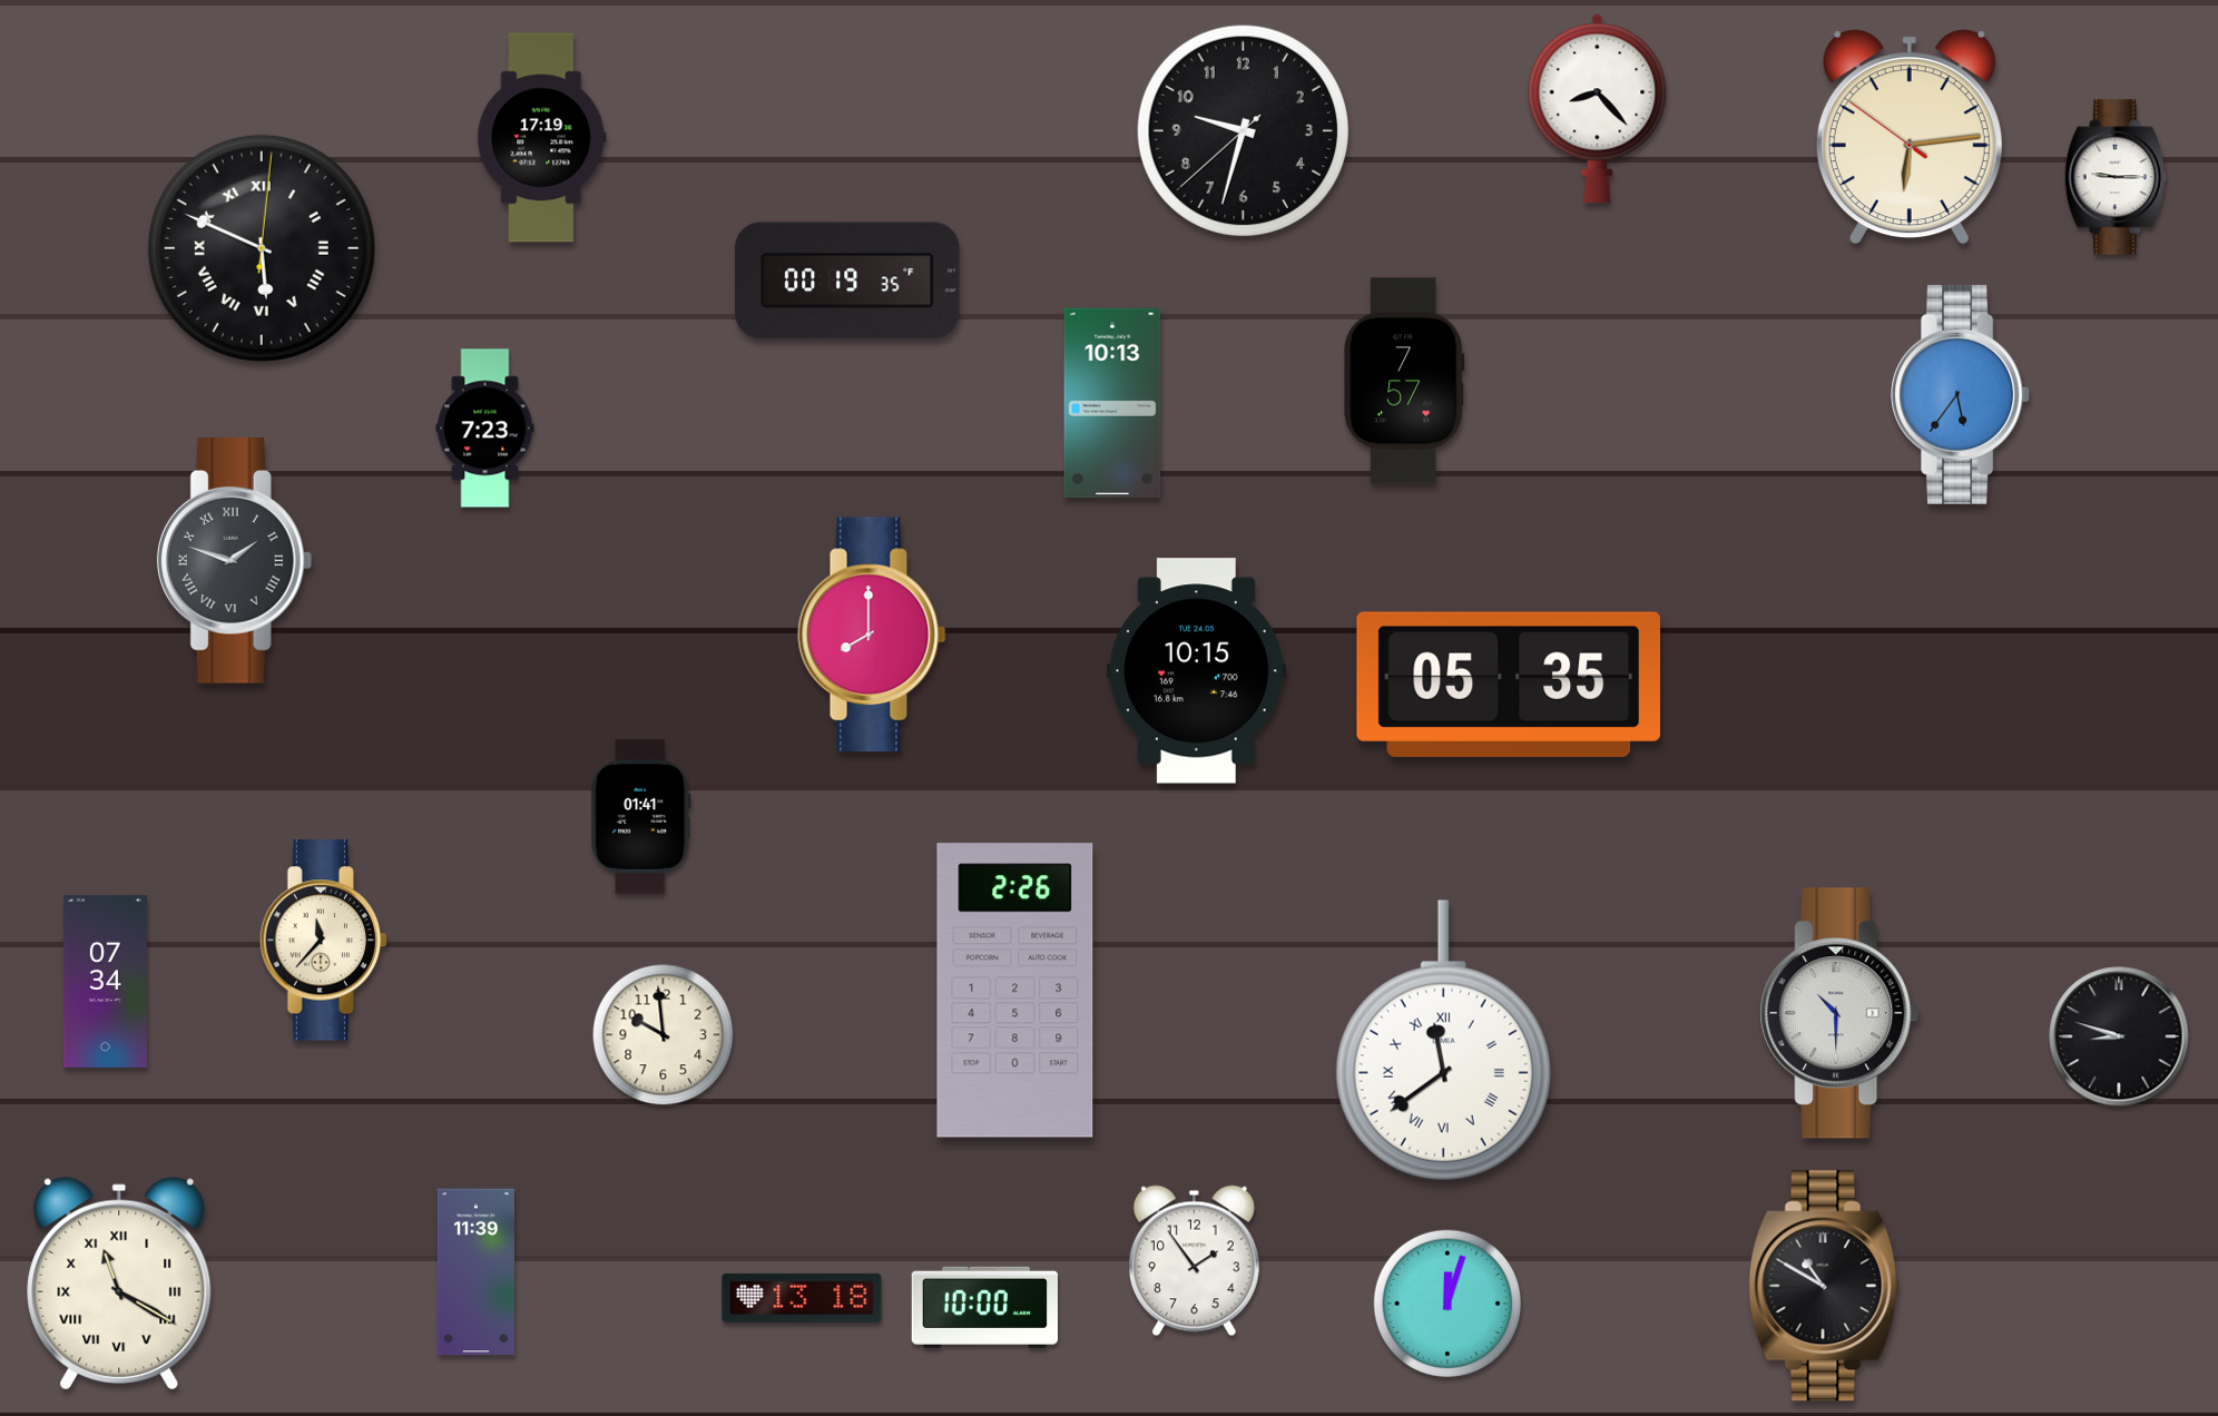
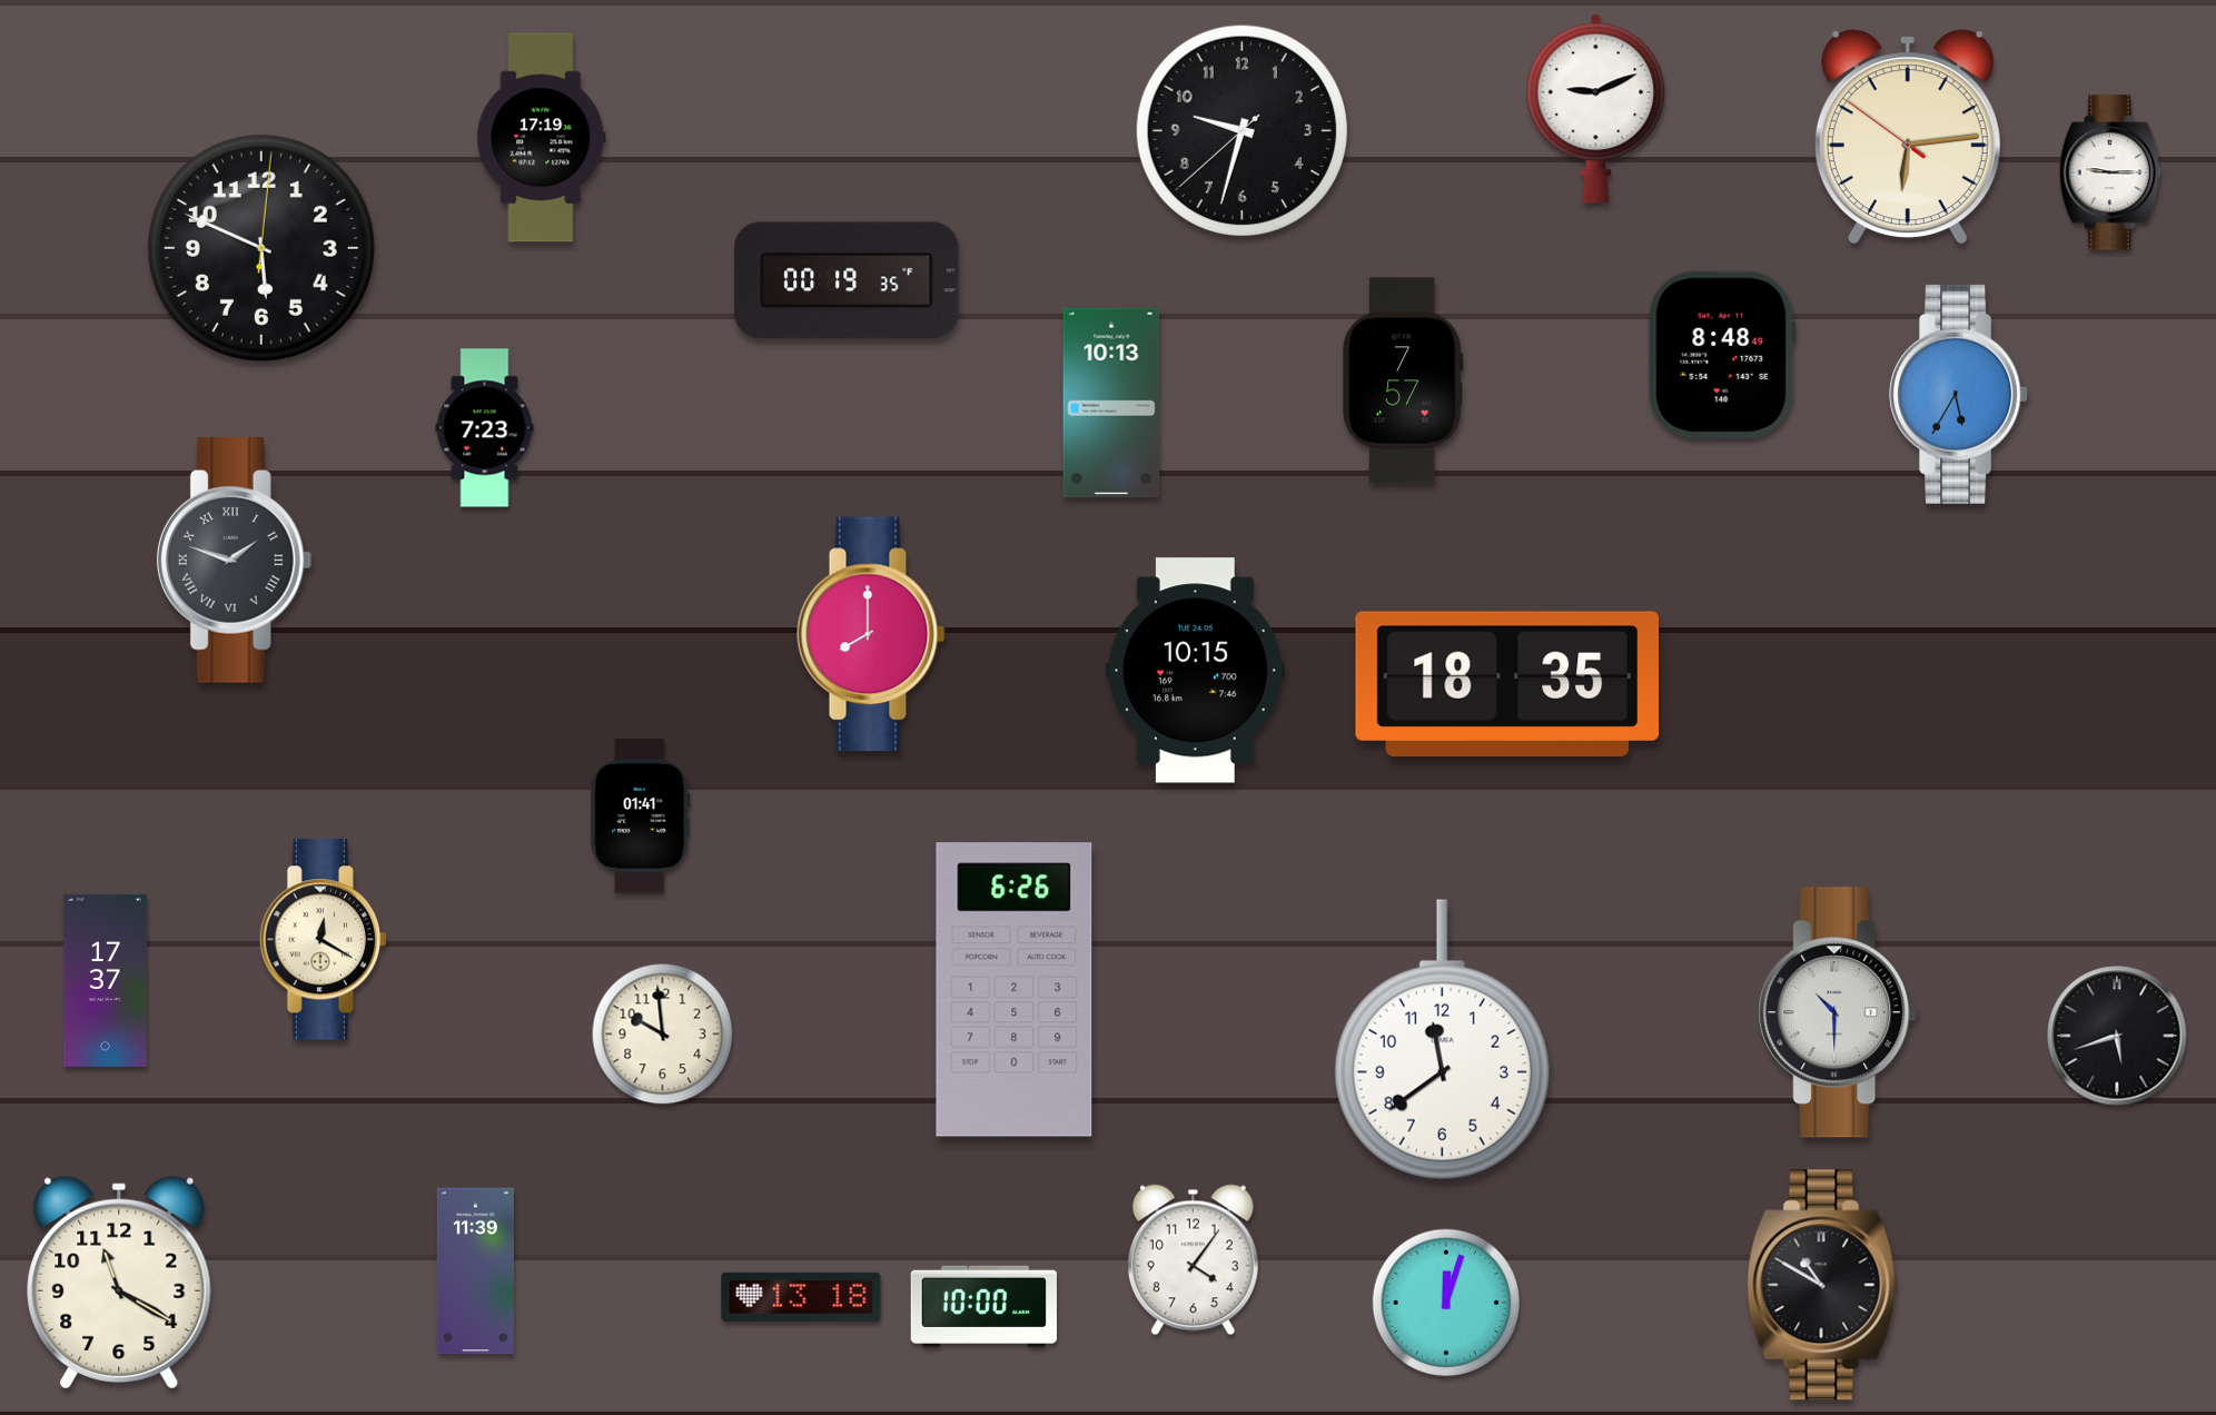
clock at (1598, 109): 8:23 -> 9:11
clock at (2116, 177) position: (2116, 177) -> (2110, 172)
clock at (262, 248) numerals: Roman -> Arabic
clock at (1722, 354): none -> 8:48
clock at (1961, 394): 5:36 -> 5:35
clock at (1508, 685): 05:35 -> 18:35
clock at (323, 941): 11:37 -> 12:20
clock at (105, 981): 07:34 -> 17:37
clock at (1015, 991): 2:26 -> 6:26
clock at (2119, 1036): 8:48 -> 5:42
clock at (1443, 1041) numerals: Roman -> Arabic
clock at (1194, 1261): 1:54 -> 4:06
clock at (119, 1284) numerals: Roman -> Arabic
